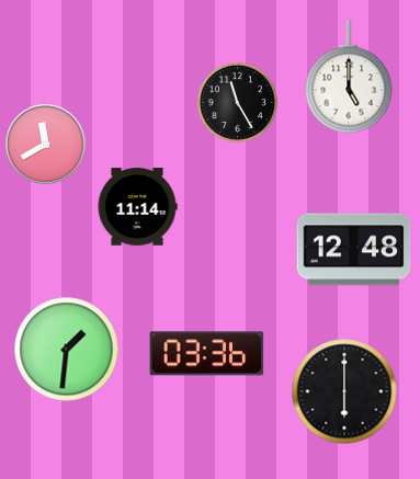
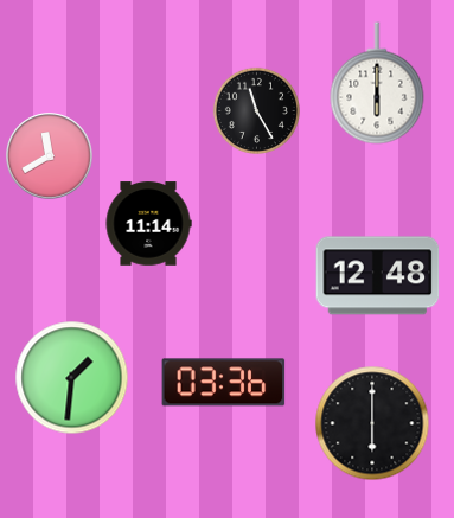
clock at (349, 77): 5:00 -> 6:00
clock at (354, 250) position: (354, 250) -> (378, 276)
